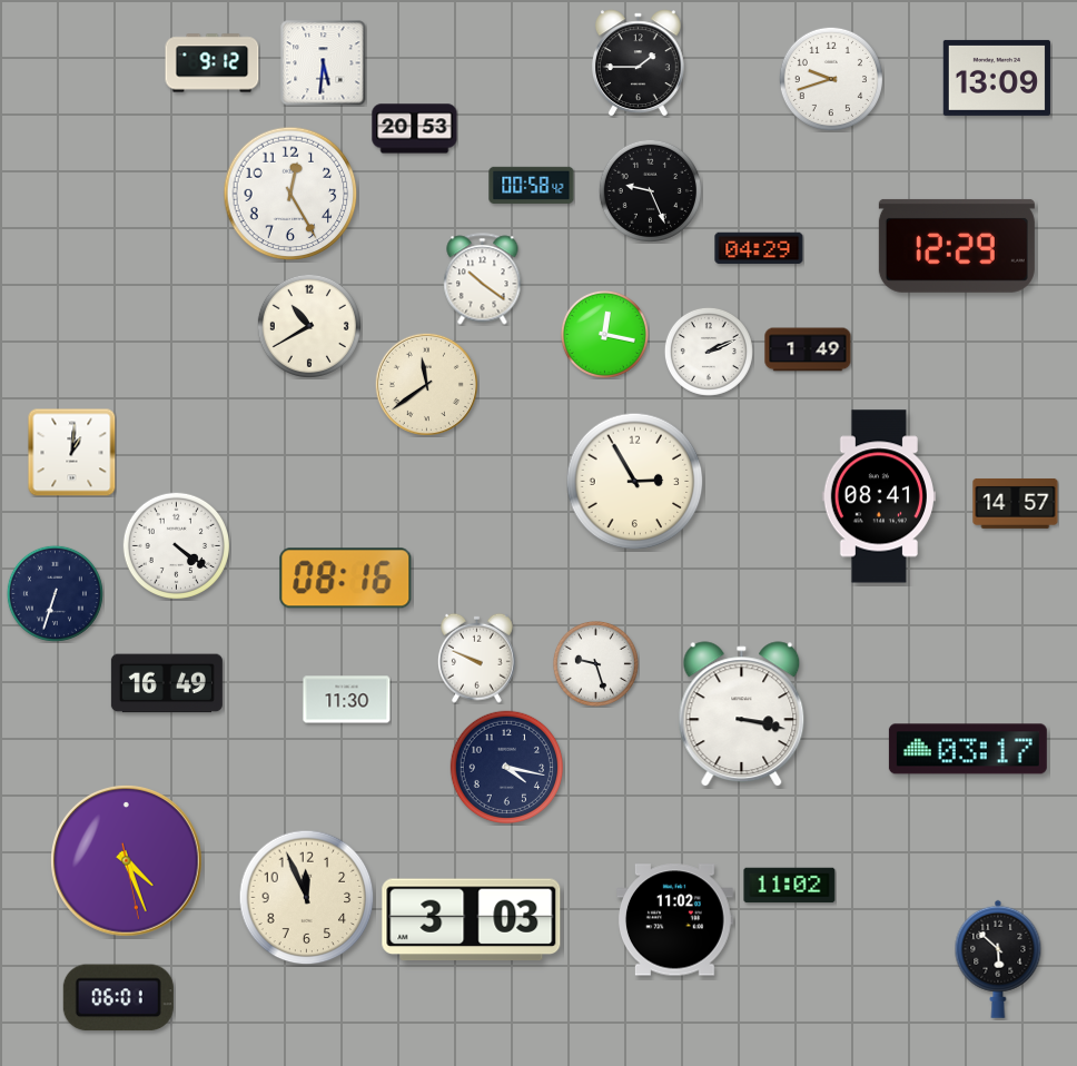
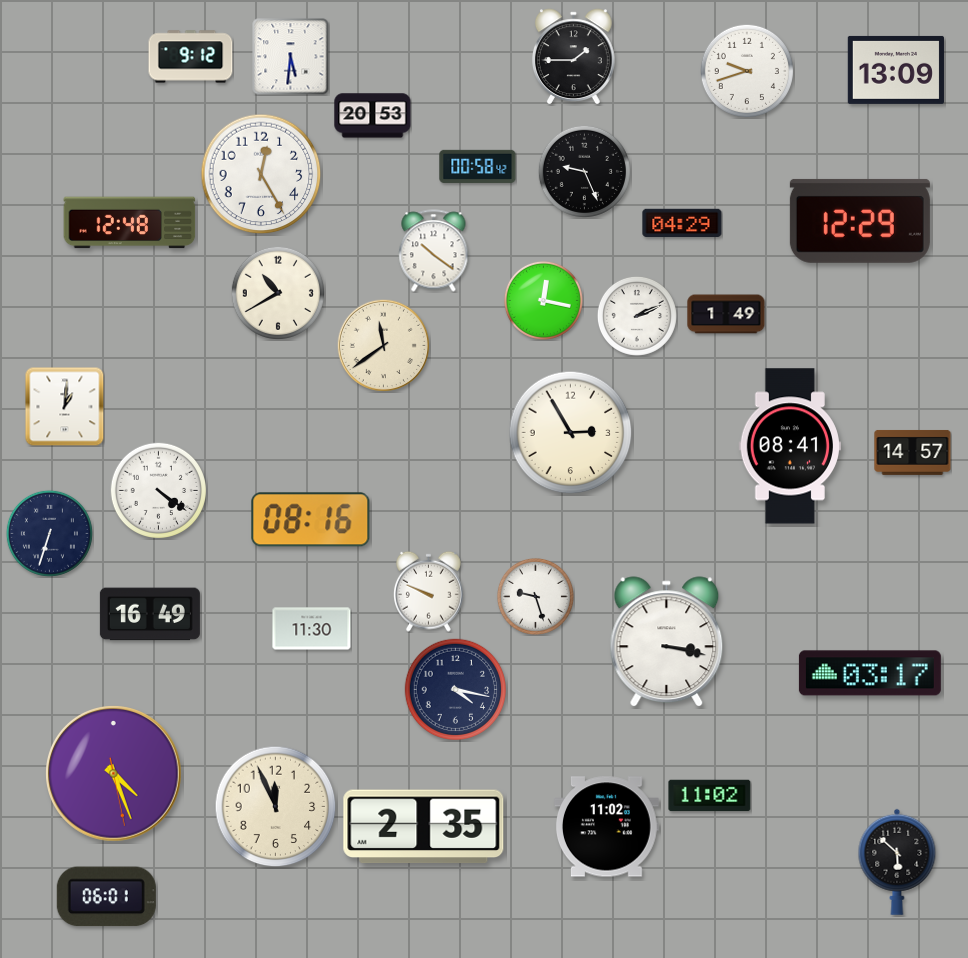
clock at (130, 223): none -> 12:48
clock at (472, 920): 3:03 -> 2:35
